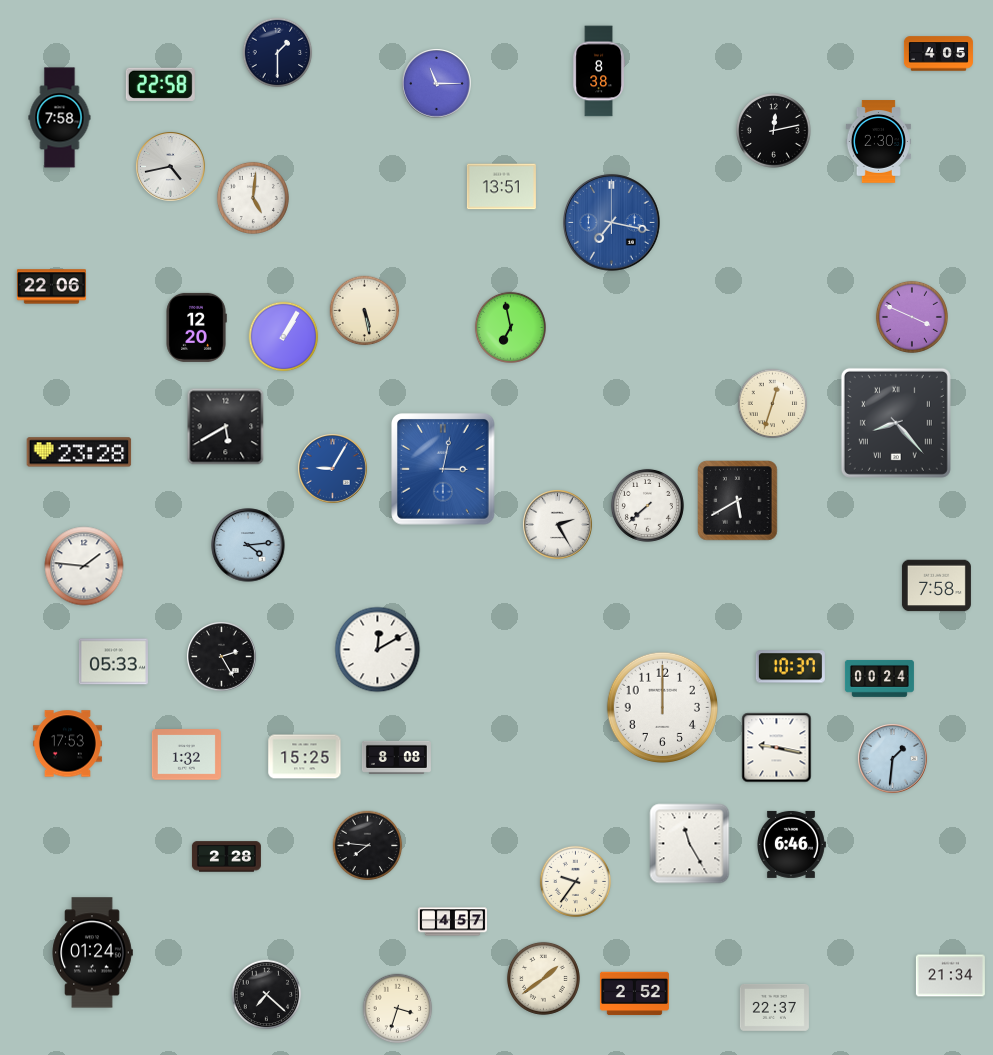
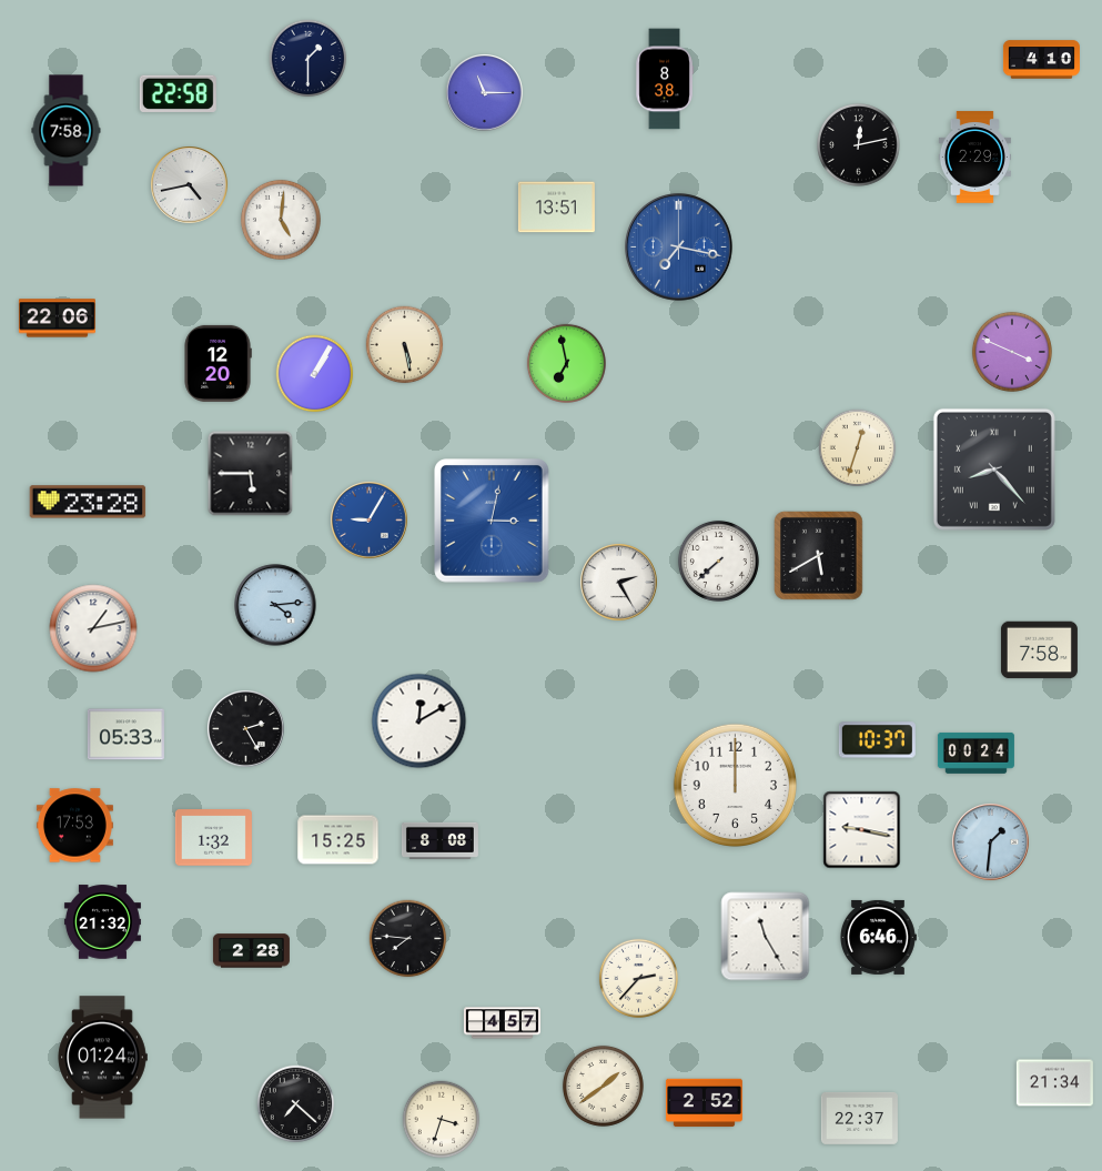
clock at (938, 54): 4:05 -> 4:10
clock at (878, 142): 2:30 -> 2:29
clock at (226, 427): 5:40 -> 5:45
clock at (84, 566): 1:46 -> 1:13
clock at (186, 755) position: (186, 755) -> (213, 838)
clock at (102, 922): none -> 21:32
clock at (575, 881): 9:36 -> 2:37
